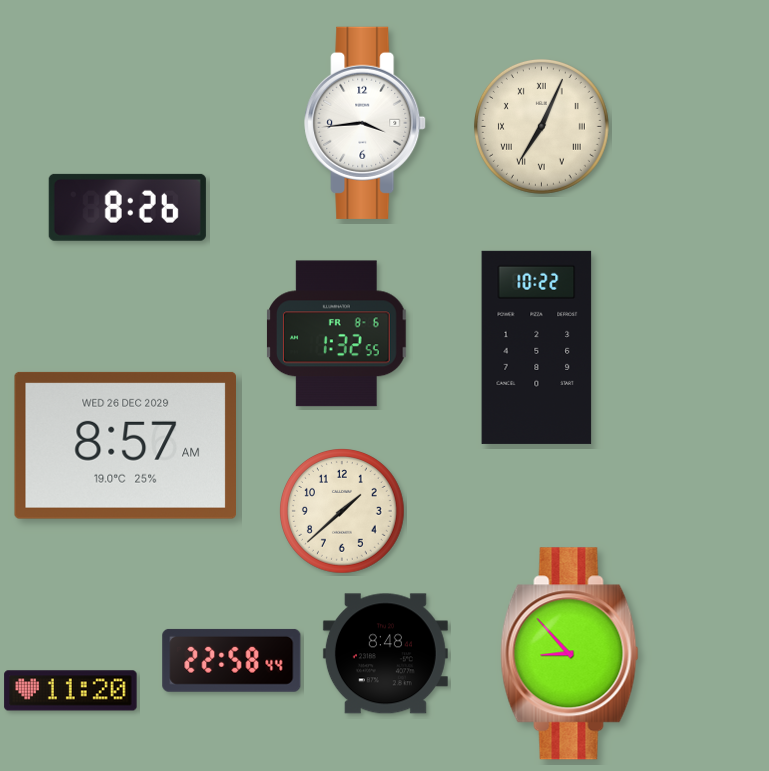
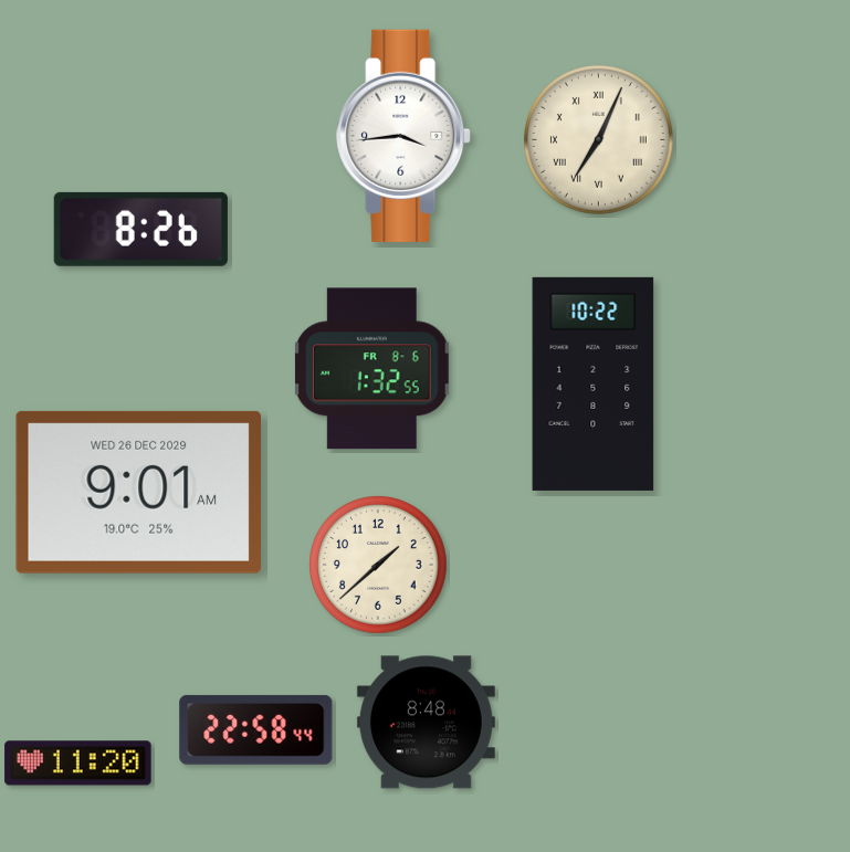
clock at (125, 445): 8:57 -> 9:01
clock at (570, 654): 8:53 -> none
